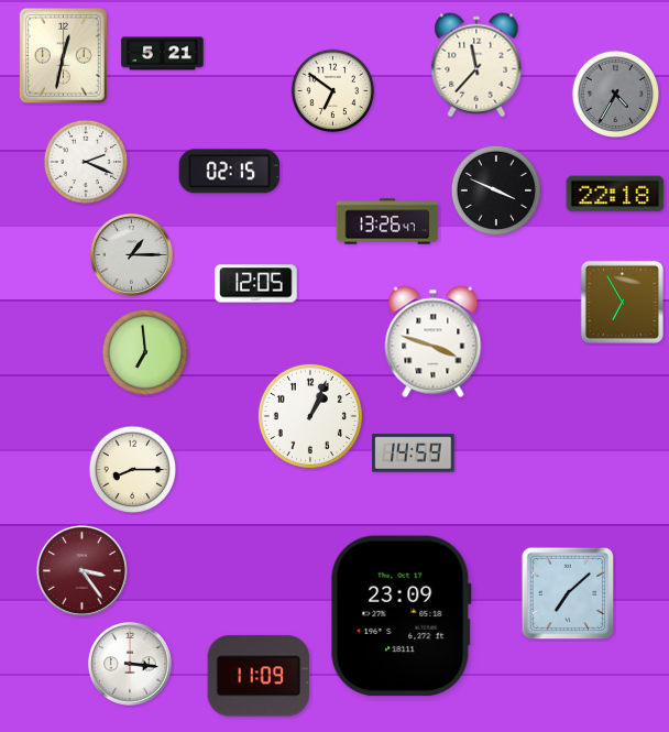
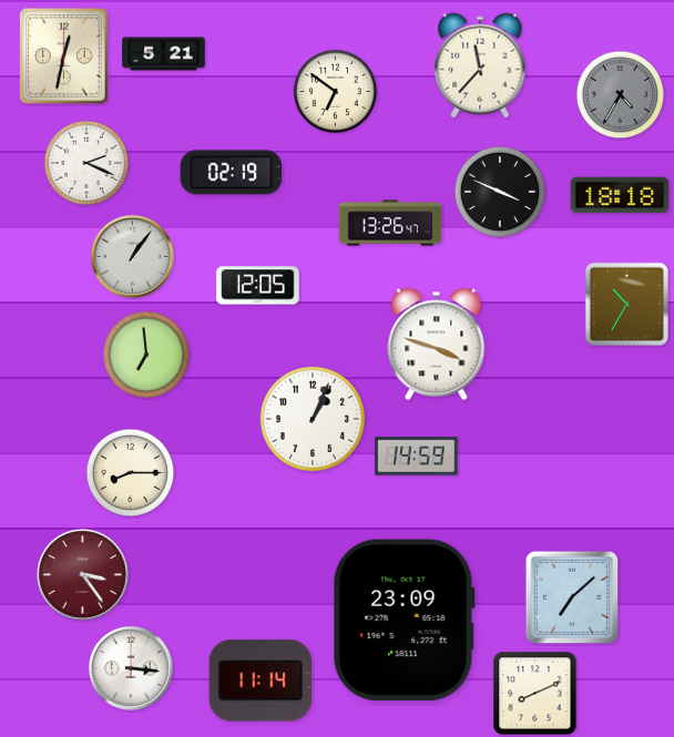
clock at (230, 172): 02:15 -> 02:19
clock at (615, 194): 22:18 -> 18:18
clock at (131, 254): 1:15 -> 1:06
clock at (622, 302): 6:55 -> 10:35
clock at (133, 470) position: (133, 470) -> (131, 473)
clock at (257, 676): 11:09 -> 11:14
clock at (535, 694): none -> 8:11
